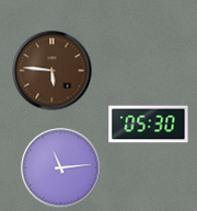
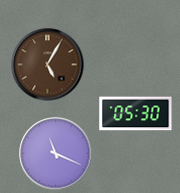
clock at (53, 71): 5:46 -> 5:05
clock at (61, 168): 11:14 -> 11:19
